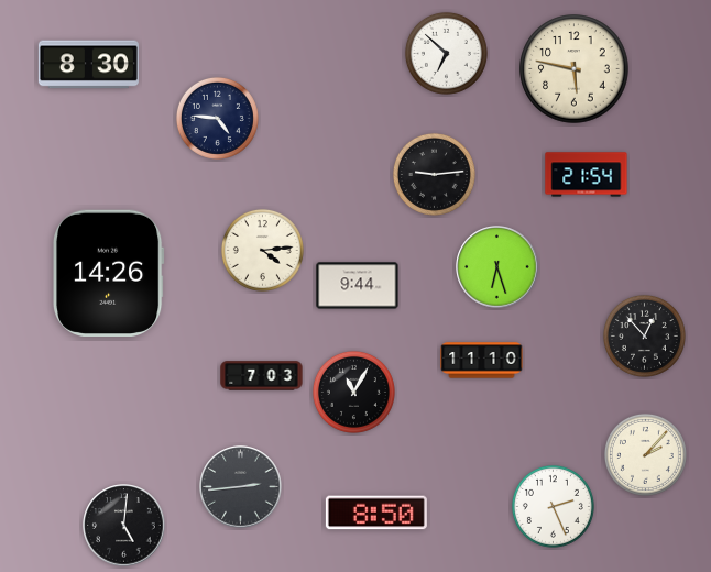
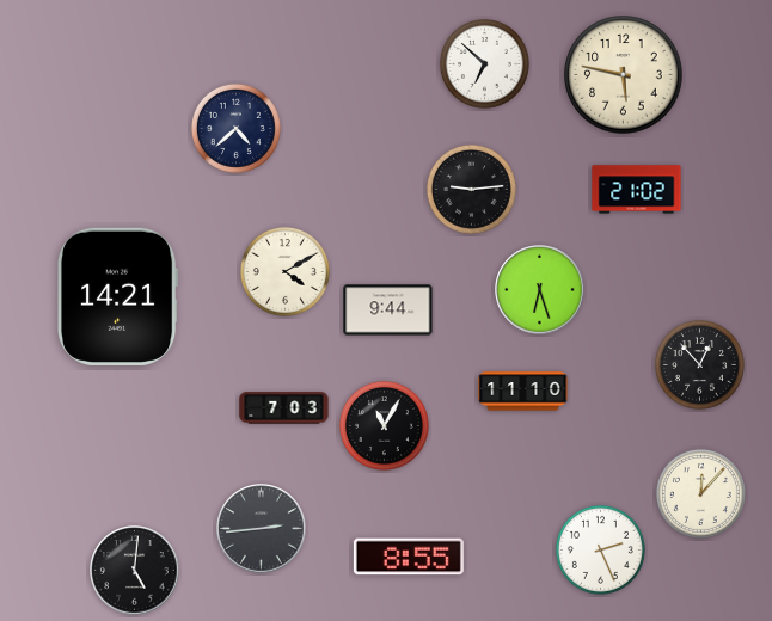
clock at (446, 53) position: (446, 53) -> (484, 63)
clock at (88, 65): 8:30 -> none
clock at (217, 118): 4:46 -> 4:38
clock at (587, 175): 21:54 -> 21:02
clock at (262, 250): 4:14 -> 4:10
clock at (109, 273): 14:26 -> 14:21
clock at (645, 454): 2:07 -> 12:07
clock at (376, 513): 8:50 -> 8:55
